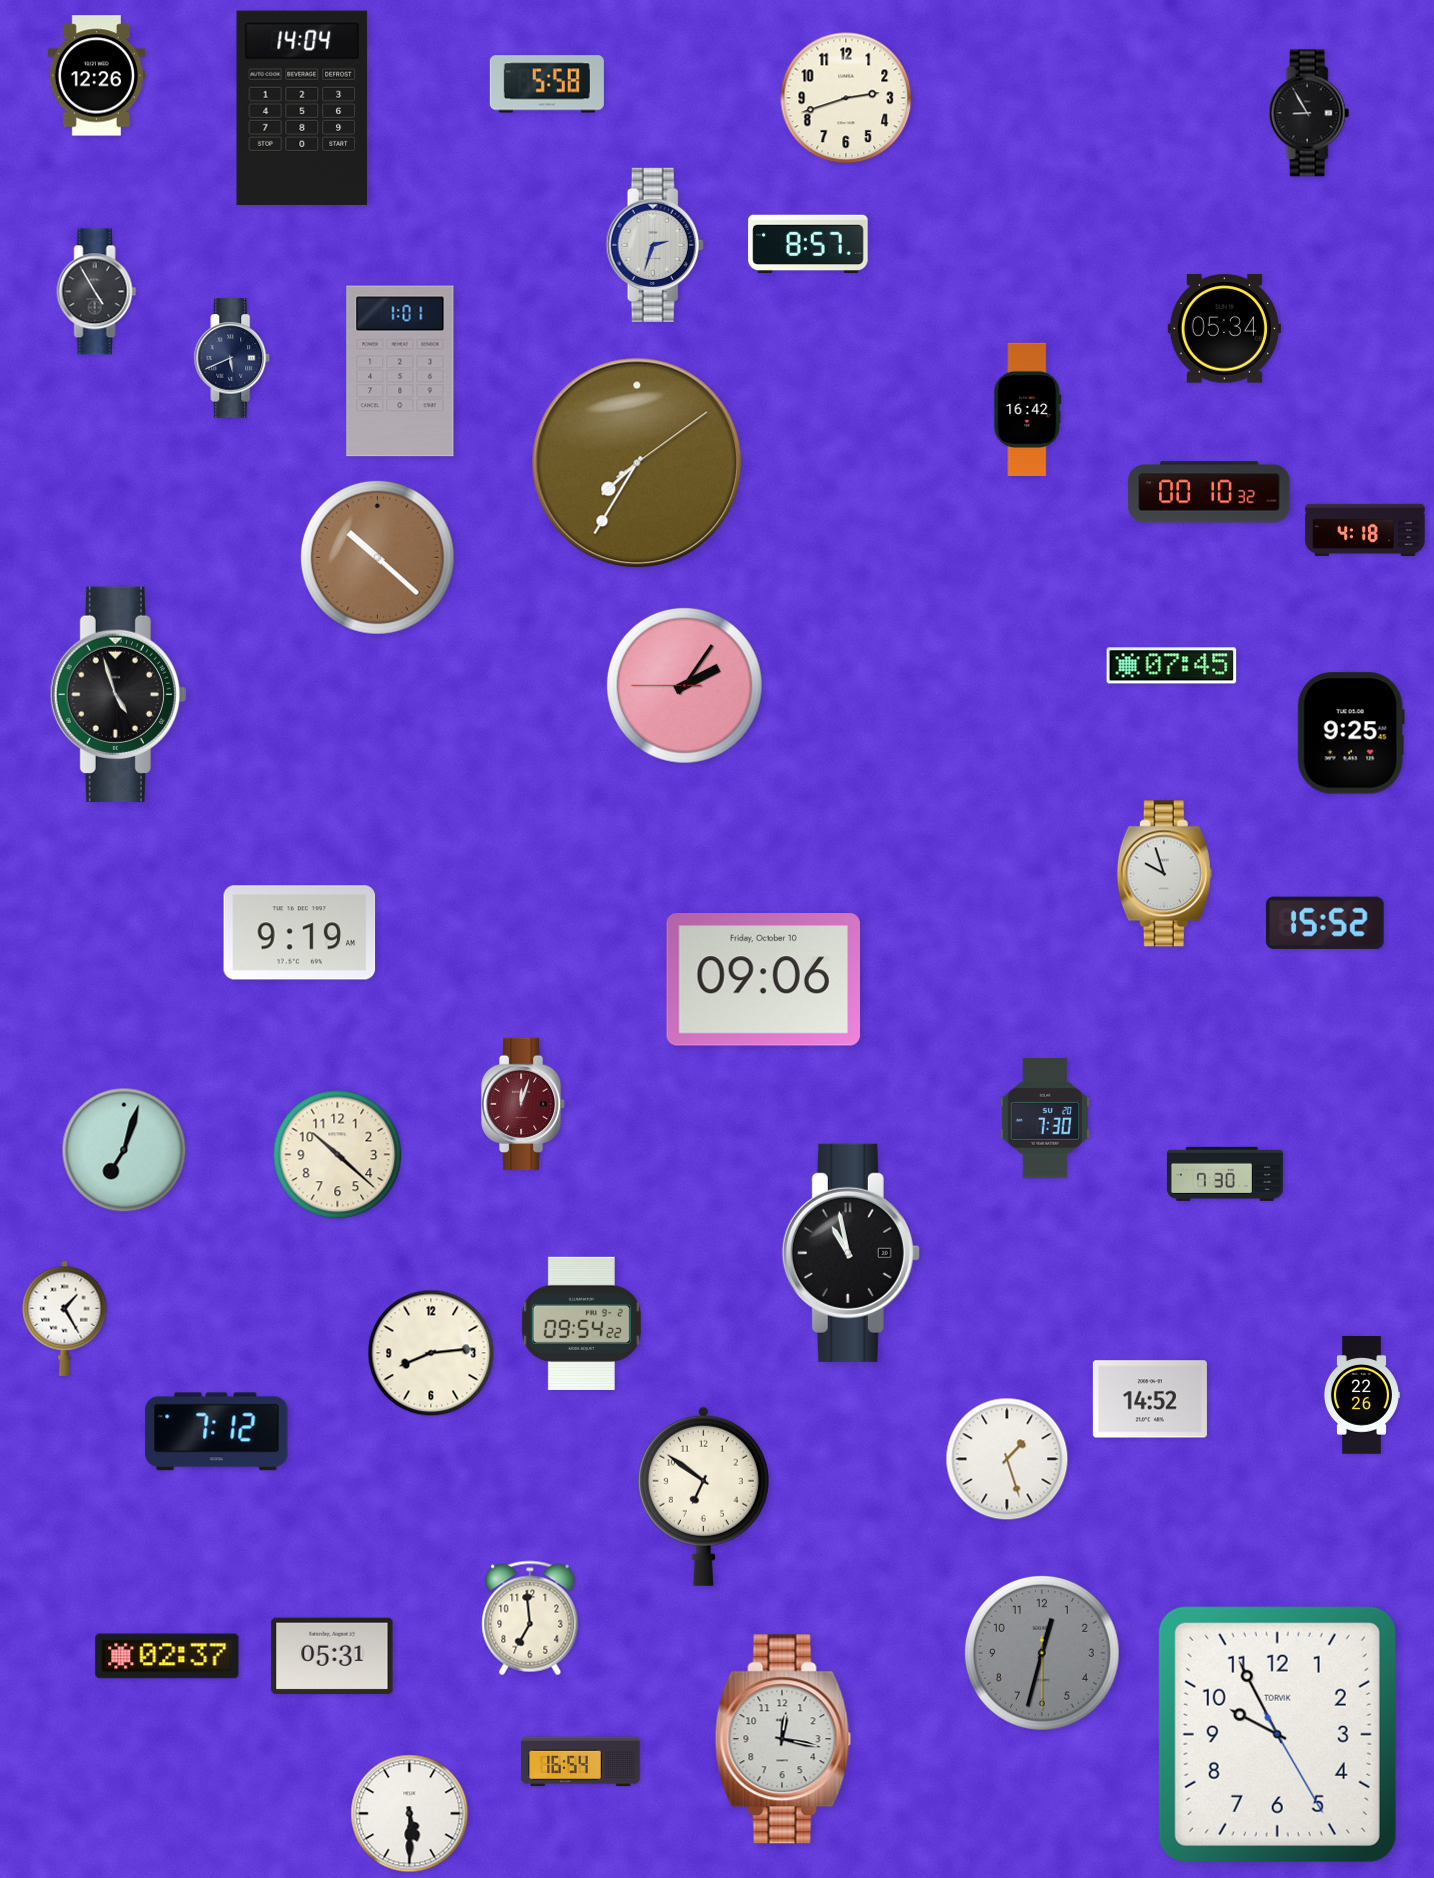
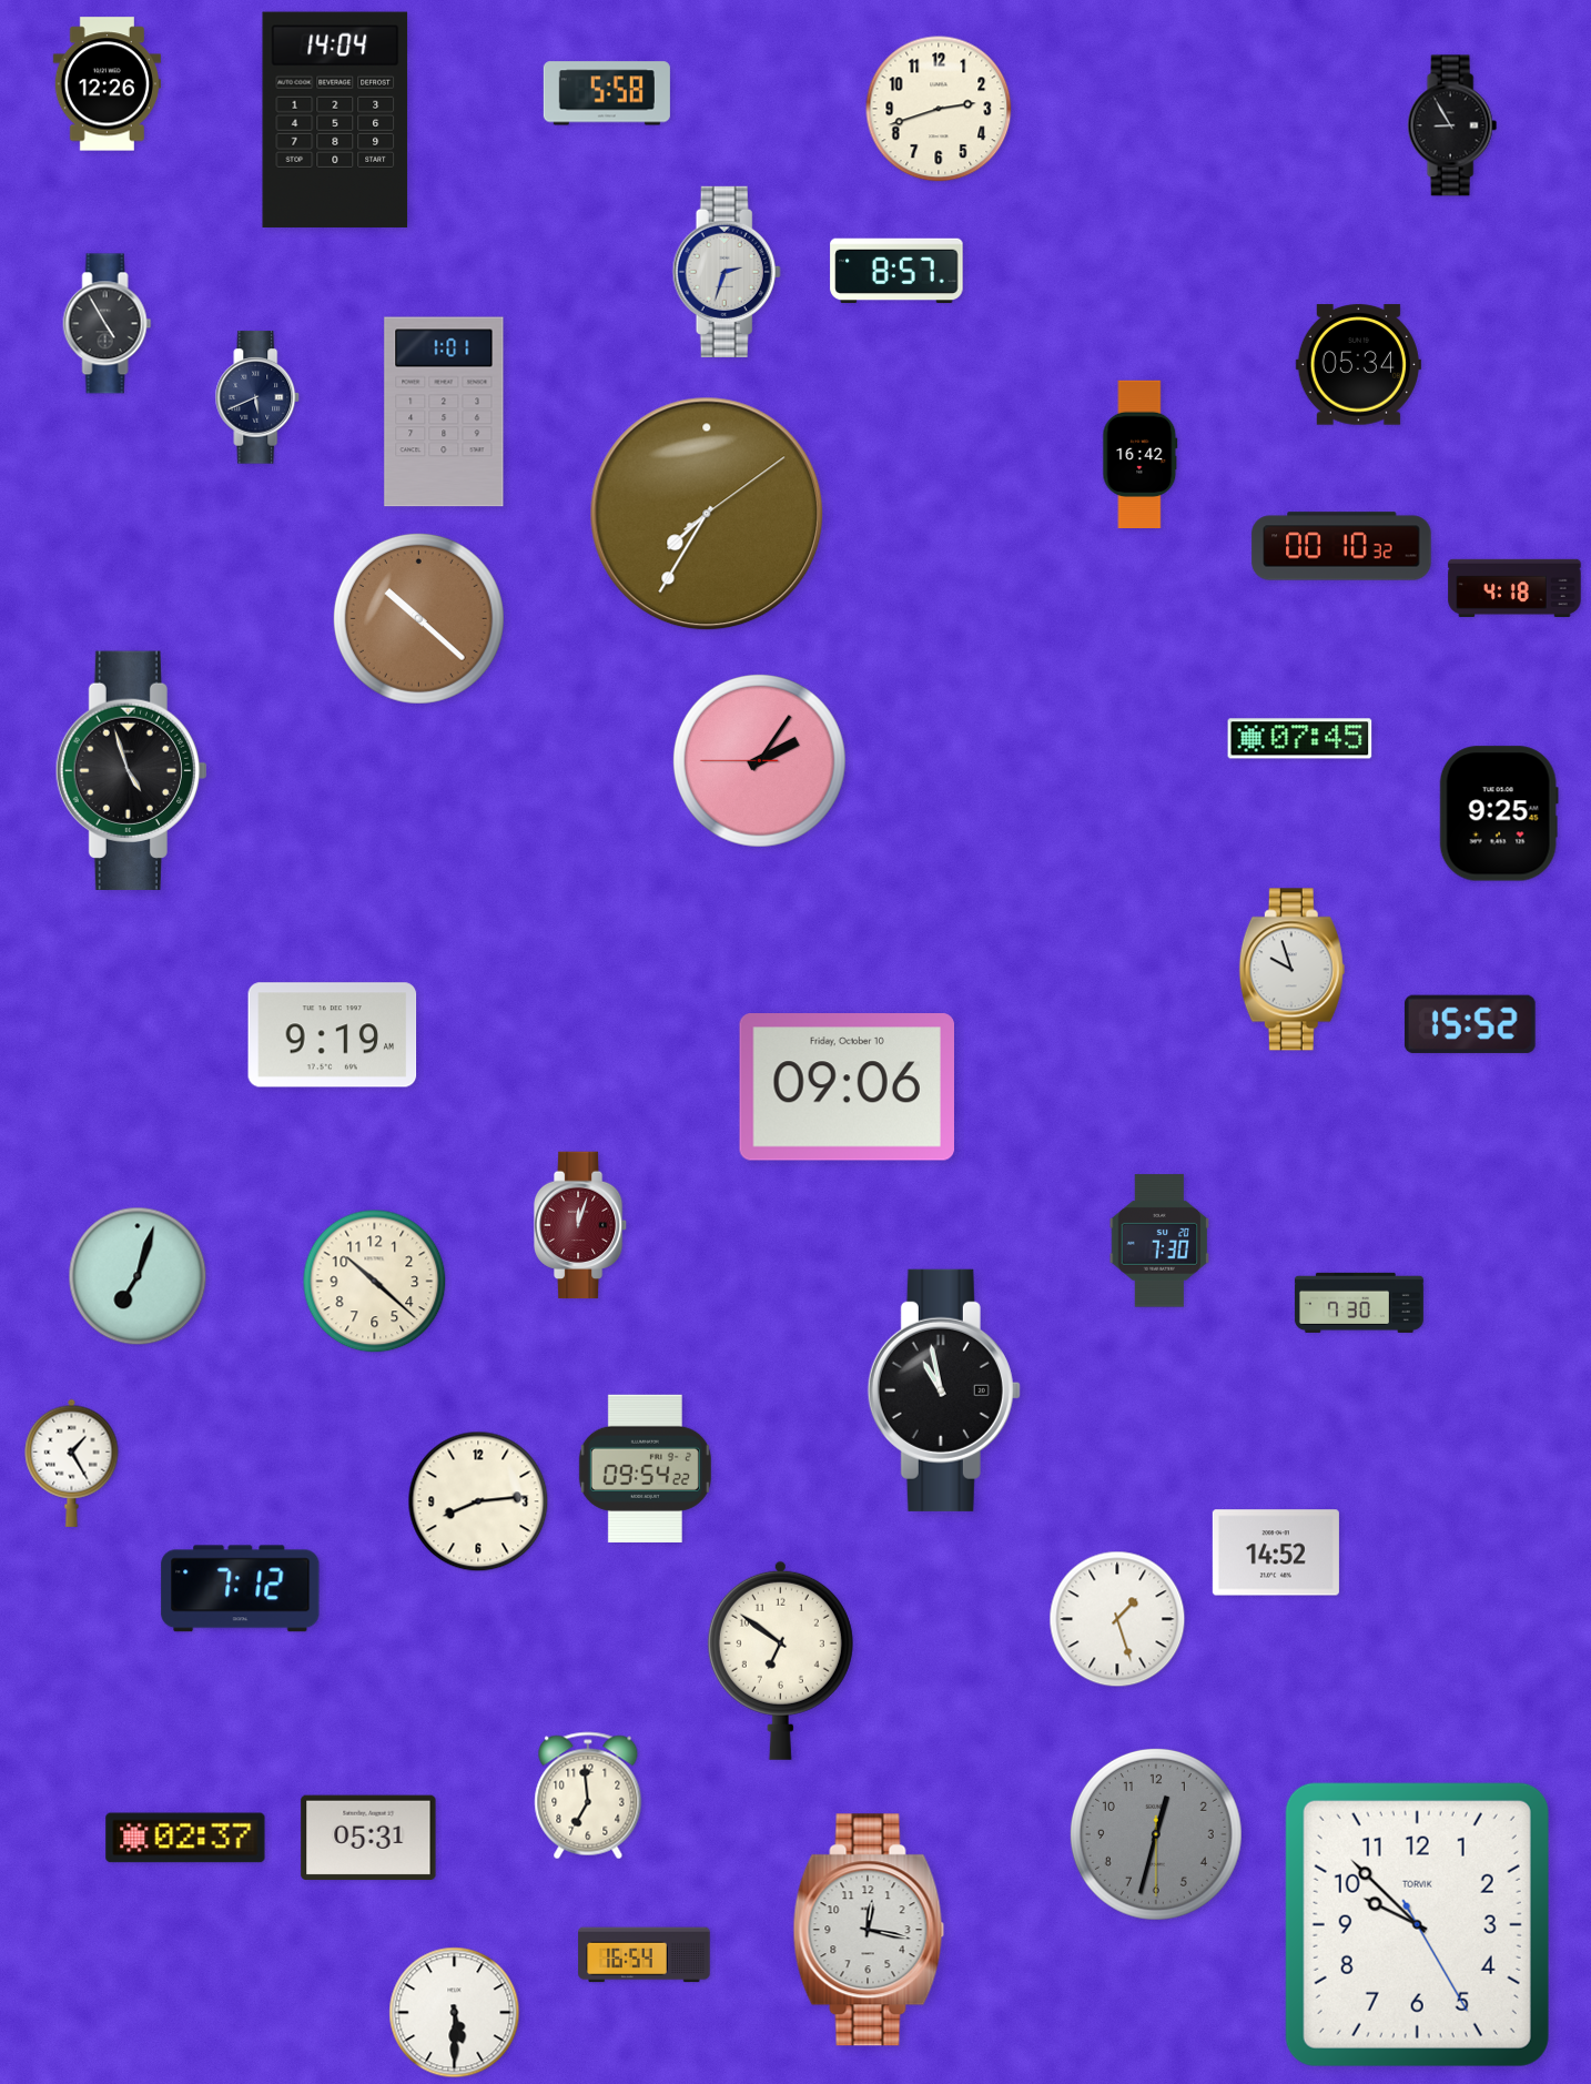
clock at (1361, 1395): 22:26 -> none
clock at (1277, 1734): 9:55 -> 9:52
